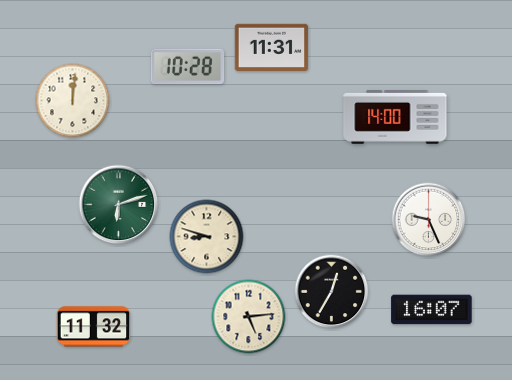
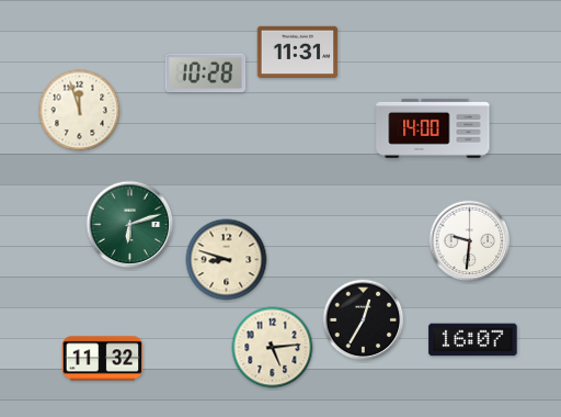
clock at (73, 101): 12:01 -> 11:57
clock at (429, 220): 9:26 -> 9:31
